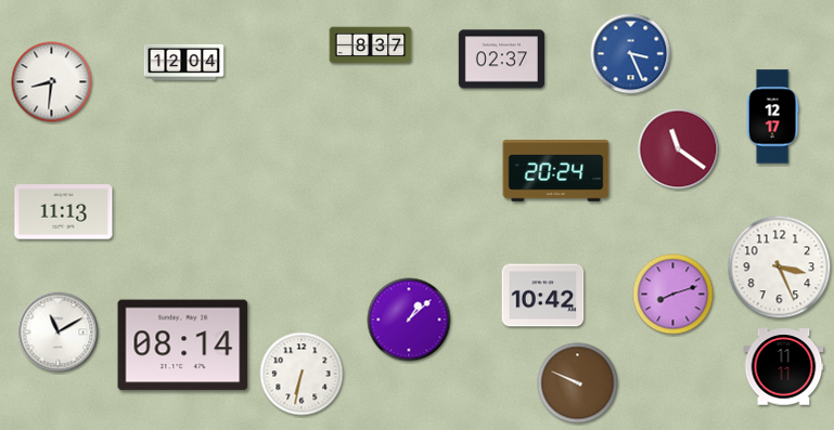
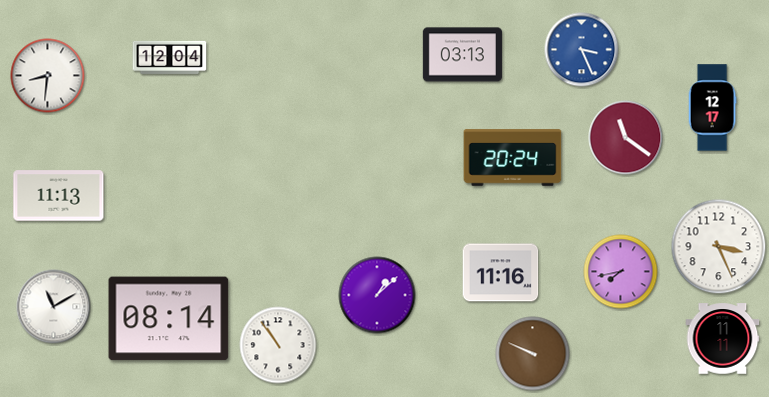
clock at (371, 45): 8:37 -> none
clock at (501, 60): 02:37 -> 03:13
clock at (673, 295): 8:12 -> 7:43
clock at (543, 296): 10:42 -> 11:16
clock at (301, 374): 6:32 -> 10:54
